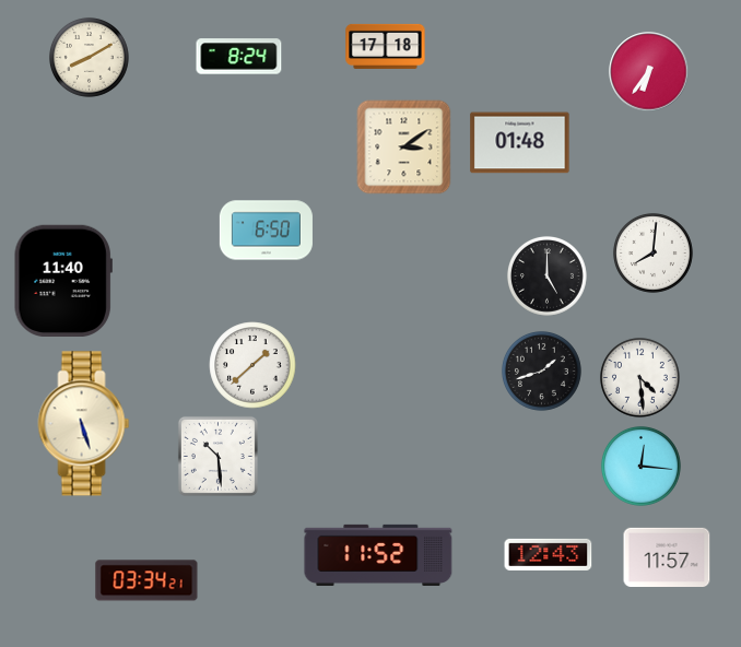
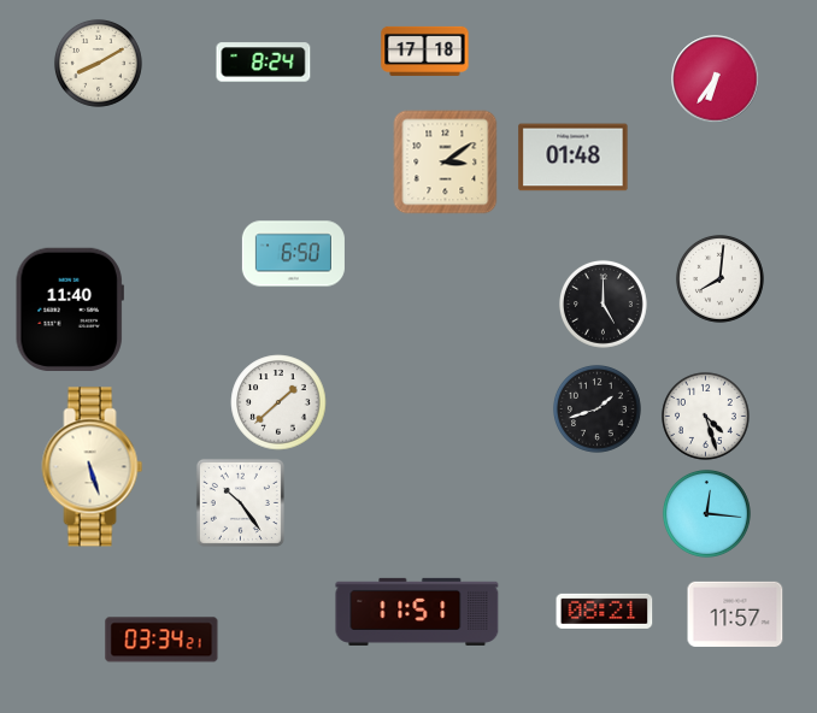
clock at (639, 377): 4:29 -> 4:27
clock at (217, 456): 10:29 -> 10:24
clock at (549, 554): 12:43 -> 08:21
clock at (378, 555): 11:52 -> 11:51
